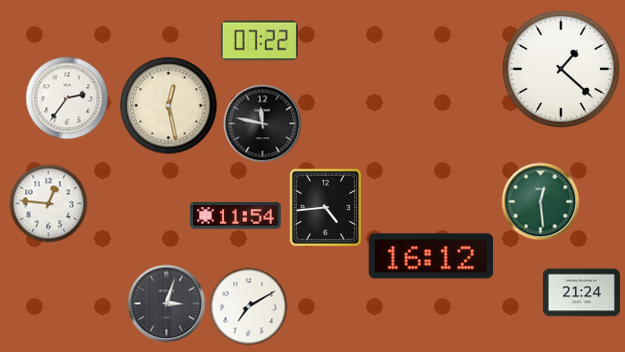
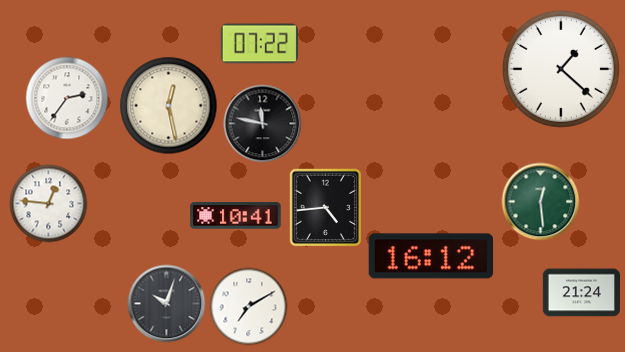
clock at (259, 41) position: (259, 41) -> (259, 44)
clock at (236, 216): 11:54 -> 10:41
clock at (166, 303): 3:03 -> 10:03
